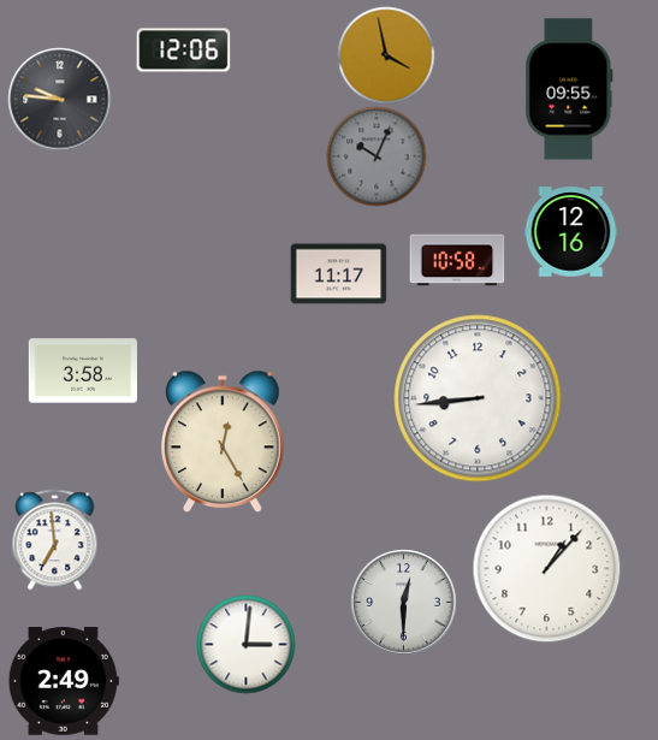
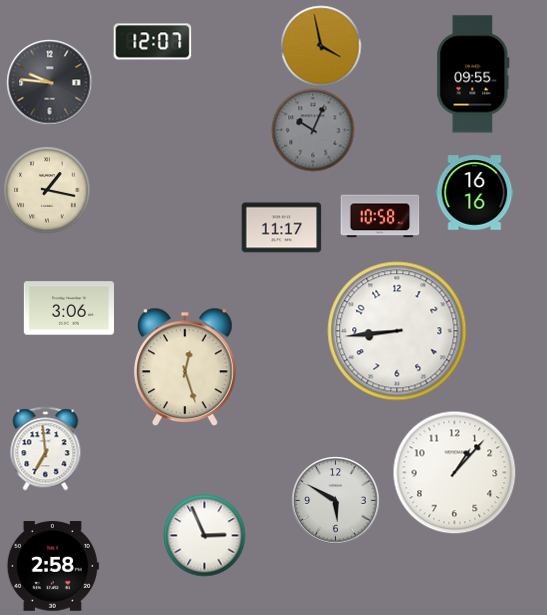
clock at (183, 51): 12:06 -> 12:07
clock at (47, 190): none -> 1:17
clock at (570, 232): 12:16 -> 16:16
clock at (83, 371): 3:58 -> 3:06
clock at (224, 440): 12:25 -> 12:27
clock at (403, 602): 12:30 -> 5:50
clock at (245, 644): 3:01 -> 2:56
clock at (64, 681): 2:49 -> 2:58
